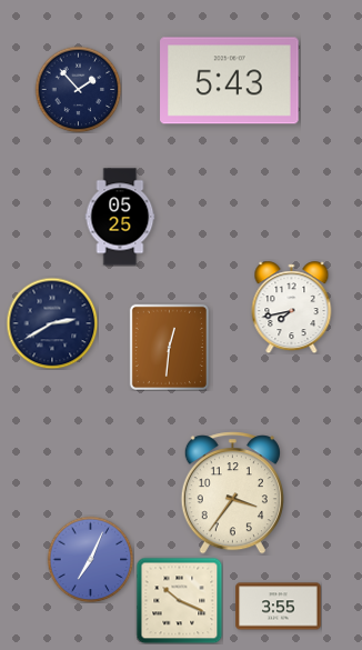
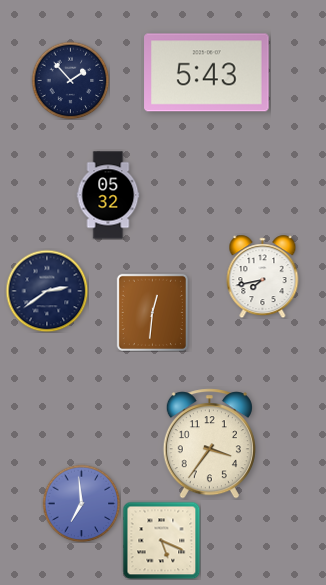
clock at (120, 217): 05:25 -> 05:32
clock at (52, 323): 2:40 -> 2:39
clock at (90, 559): 7:04 -> 6:59
clock at (179, 600): 10:19 -> 5:19
clock at (279, 607): 3:55 -> none
